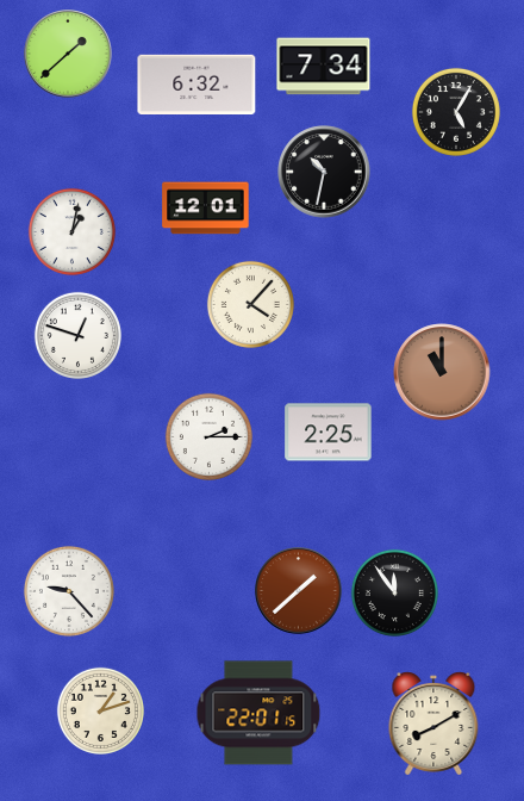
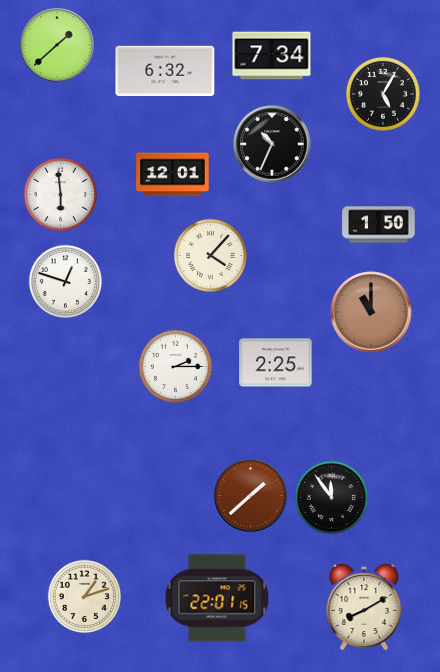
clock at (324, 172): 10:32 -> 10:34
clock at (71, 231): 1:02 -> 5:59
clock at (379, 225): none -> 1:50
clock at (69, 591): 9:23 -> none
